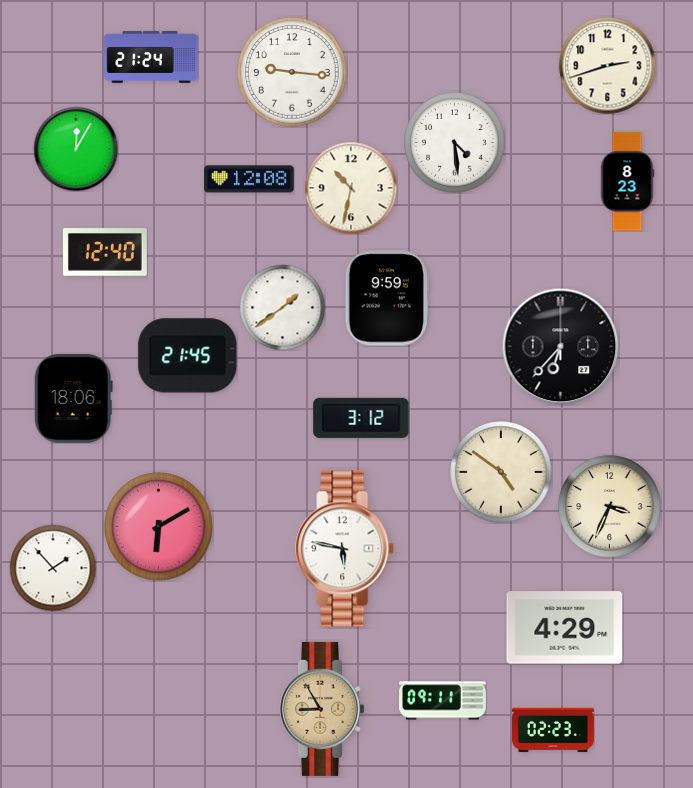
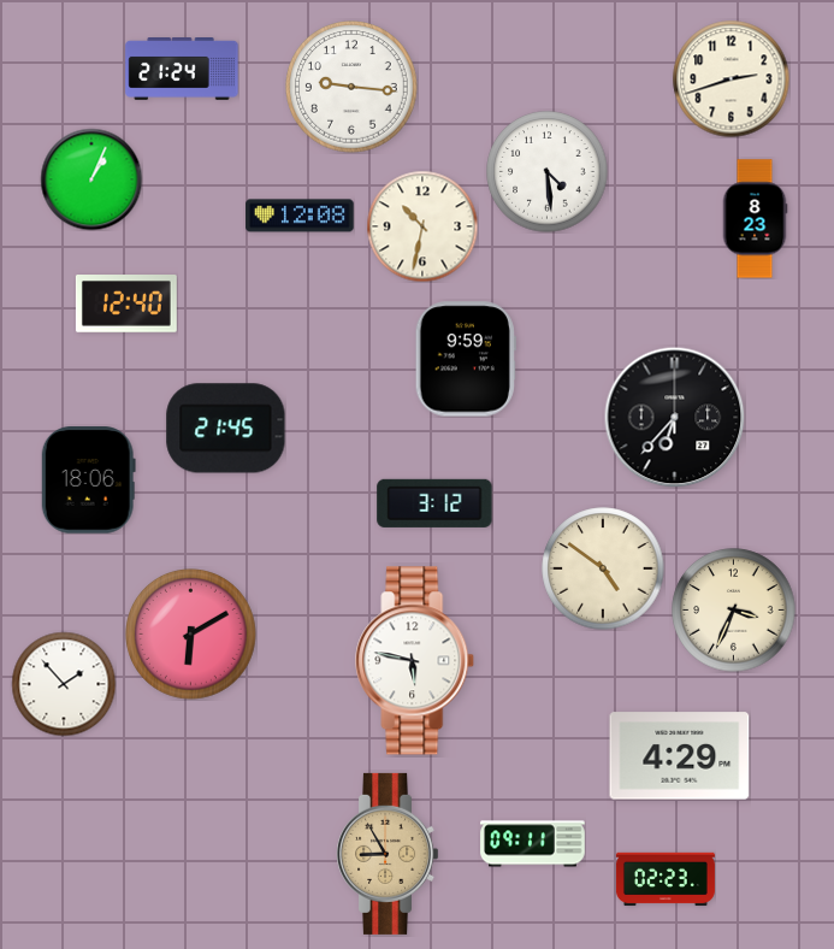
clock at (76, 149): 12:05 -> 1:04
clock at (282, 307): 1:39 -> none
